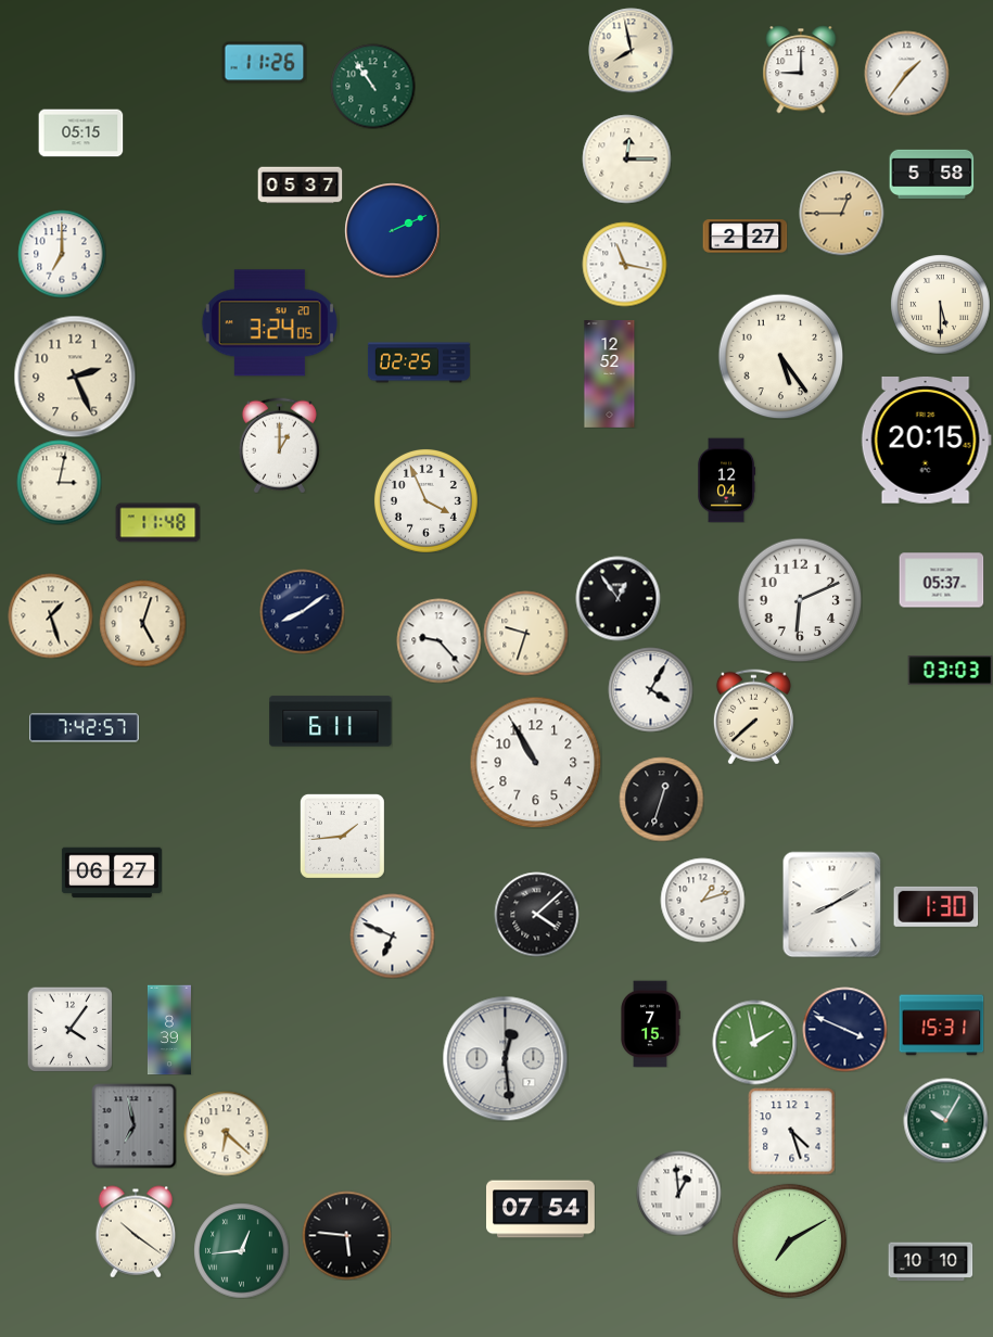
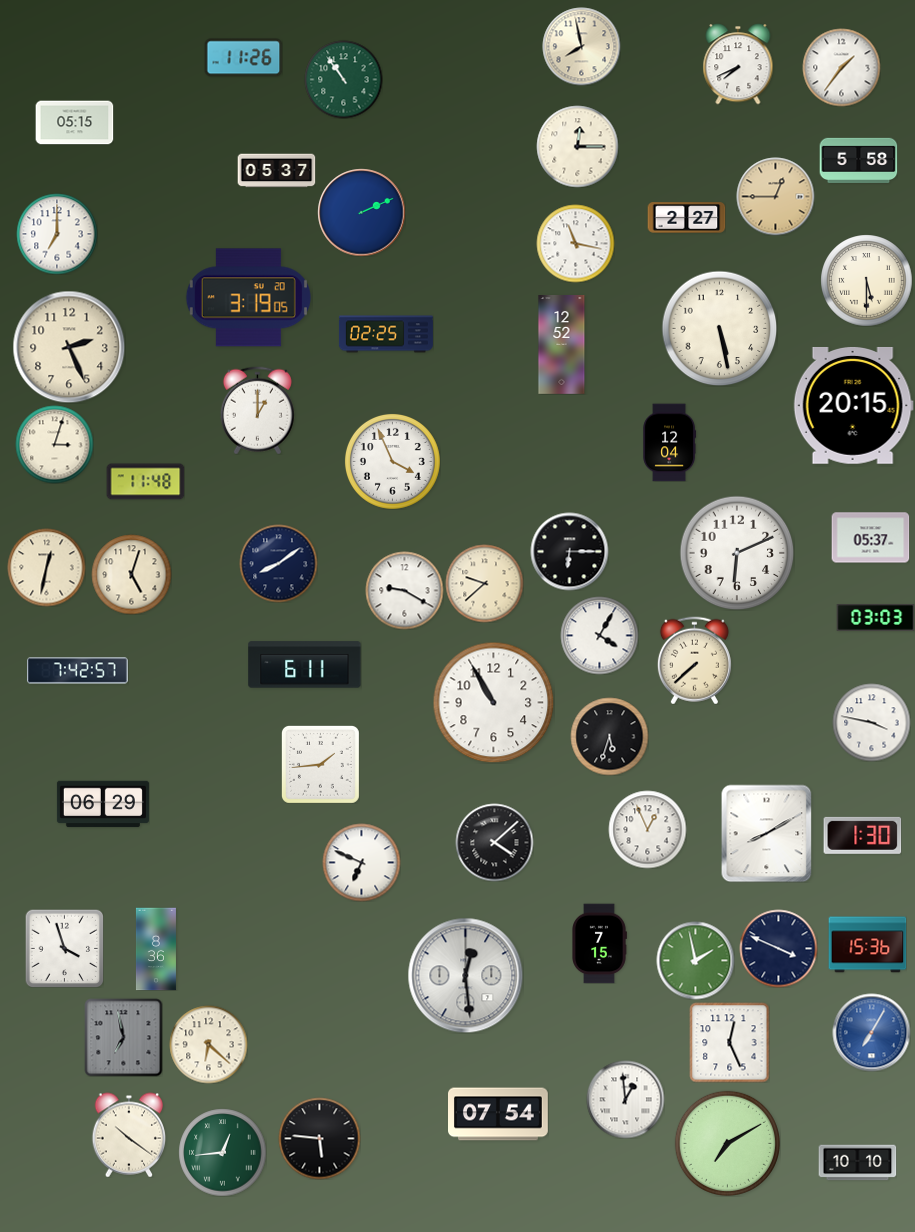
clock at (801, 69): 9:00 -> 7:41
clock at (906, 73) position: (906, 73) -> (841, 67)
clock at (269, 323): 3:24 -> 3:19
clock at (780, 356): 5:24 -> 5:28
clock at (59, 482): 3:02 -> 3:03
clock at (941, 581) position: (941, 581) -> (870, 538)
clock at (618, 598): 12:54 -> 6:15
clock at (50, 615): 1:27 -> 12:32
clock at (525, 633): 9:33 -> 9:38
clock at (438, 640): 9:23 -> 9:20
clock at (871, 722): none -> 3:47
clock at (661, 799): 12:33 -> 5:33
clock at (342, 836) position: (342, 836) -> (320, 764)
clock at (112, 873): 06:27 -> 06:29
clock at (702, 900): 1:12 -> 12:56
clock at (941, 1026): 15:31 -> 15:36
clock at (69, 1029): 4:06 -> 3:57
clock at (169, 1030): 8:39 -> 8:36
clock at (945, 1120): 10:05 -> 7:05
clock at (945, 1120) dial: green -> blue
clock at (791, 1131): 4:27 -> 12:26
clock at (136, 1232) position: (136, 1232) -> (129, 1135)
